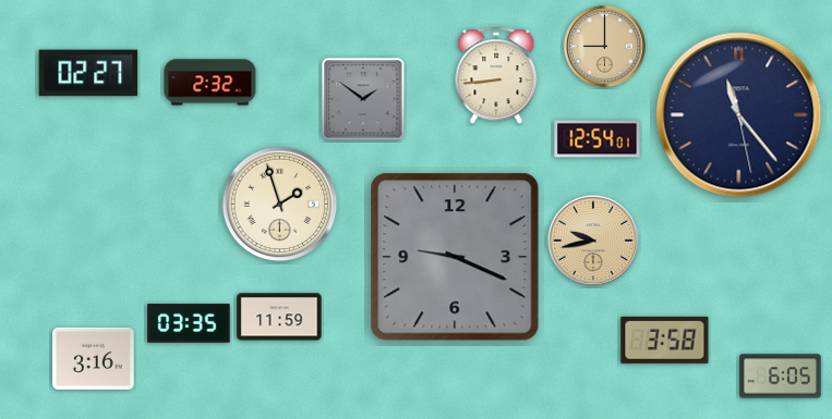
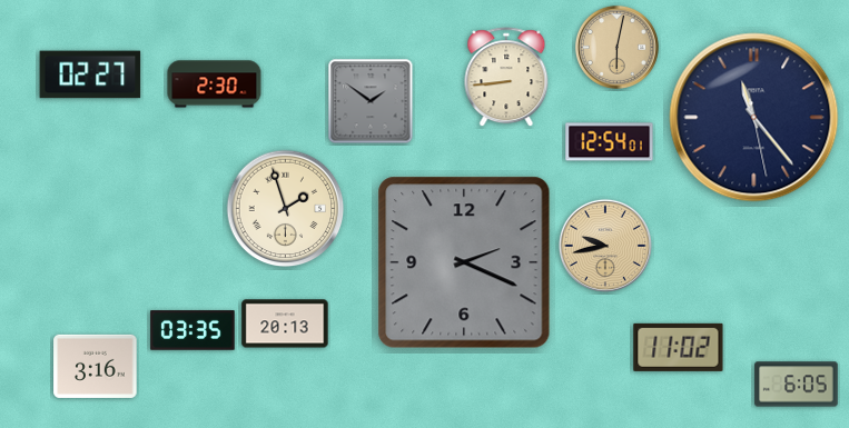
clock at (604, 46): 9:00 -> 6:02
clock at (210, 83): 2:32 -> 2:30
clock at (455, 257): 9:19 -> 2:19
clock at (279, 317): 11:59 -> 20:13
clock at (665, 340): 3:58 -> 11:02
